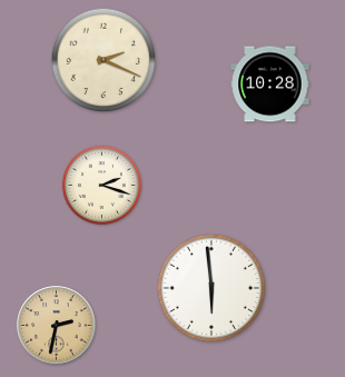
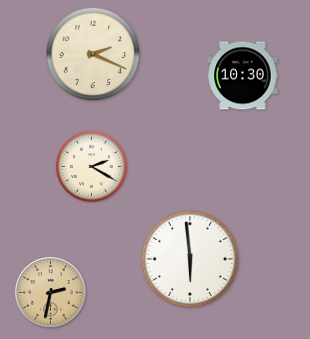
clock at (270, 85): 10:28 -> 10:30
clock at (101, 185): 2:18 -> 2:20
